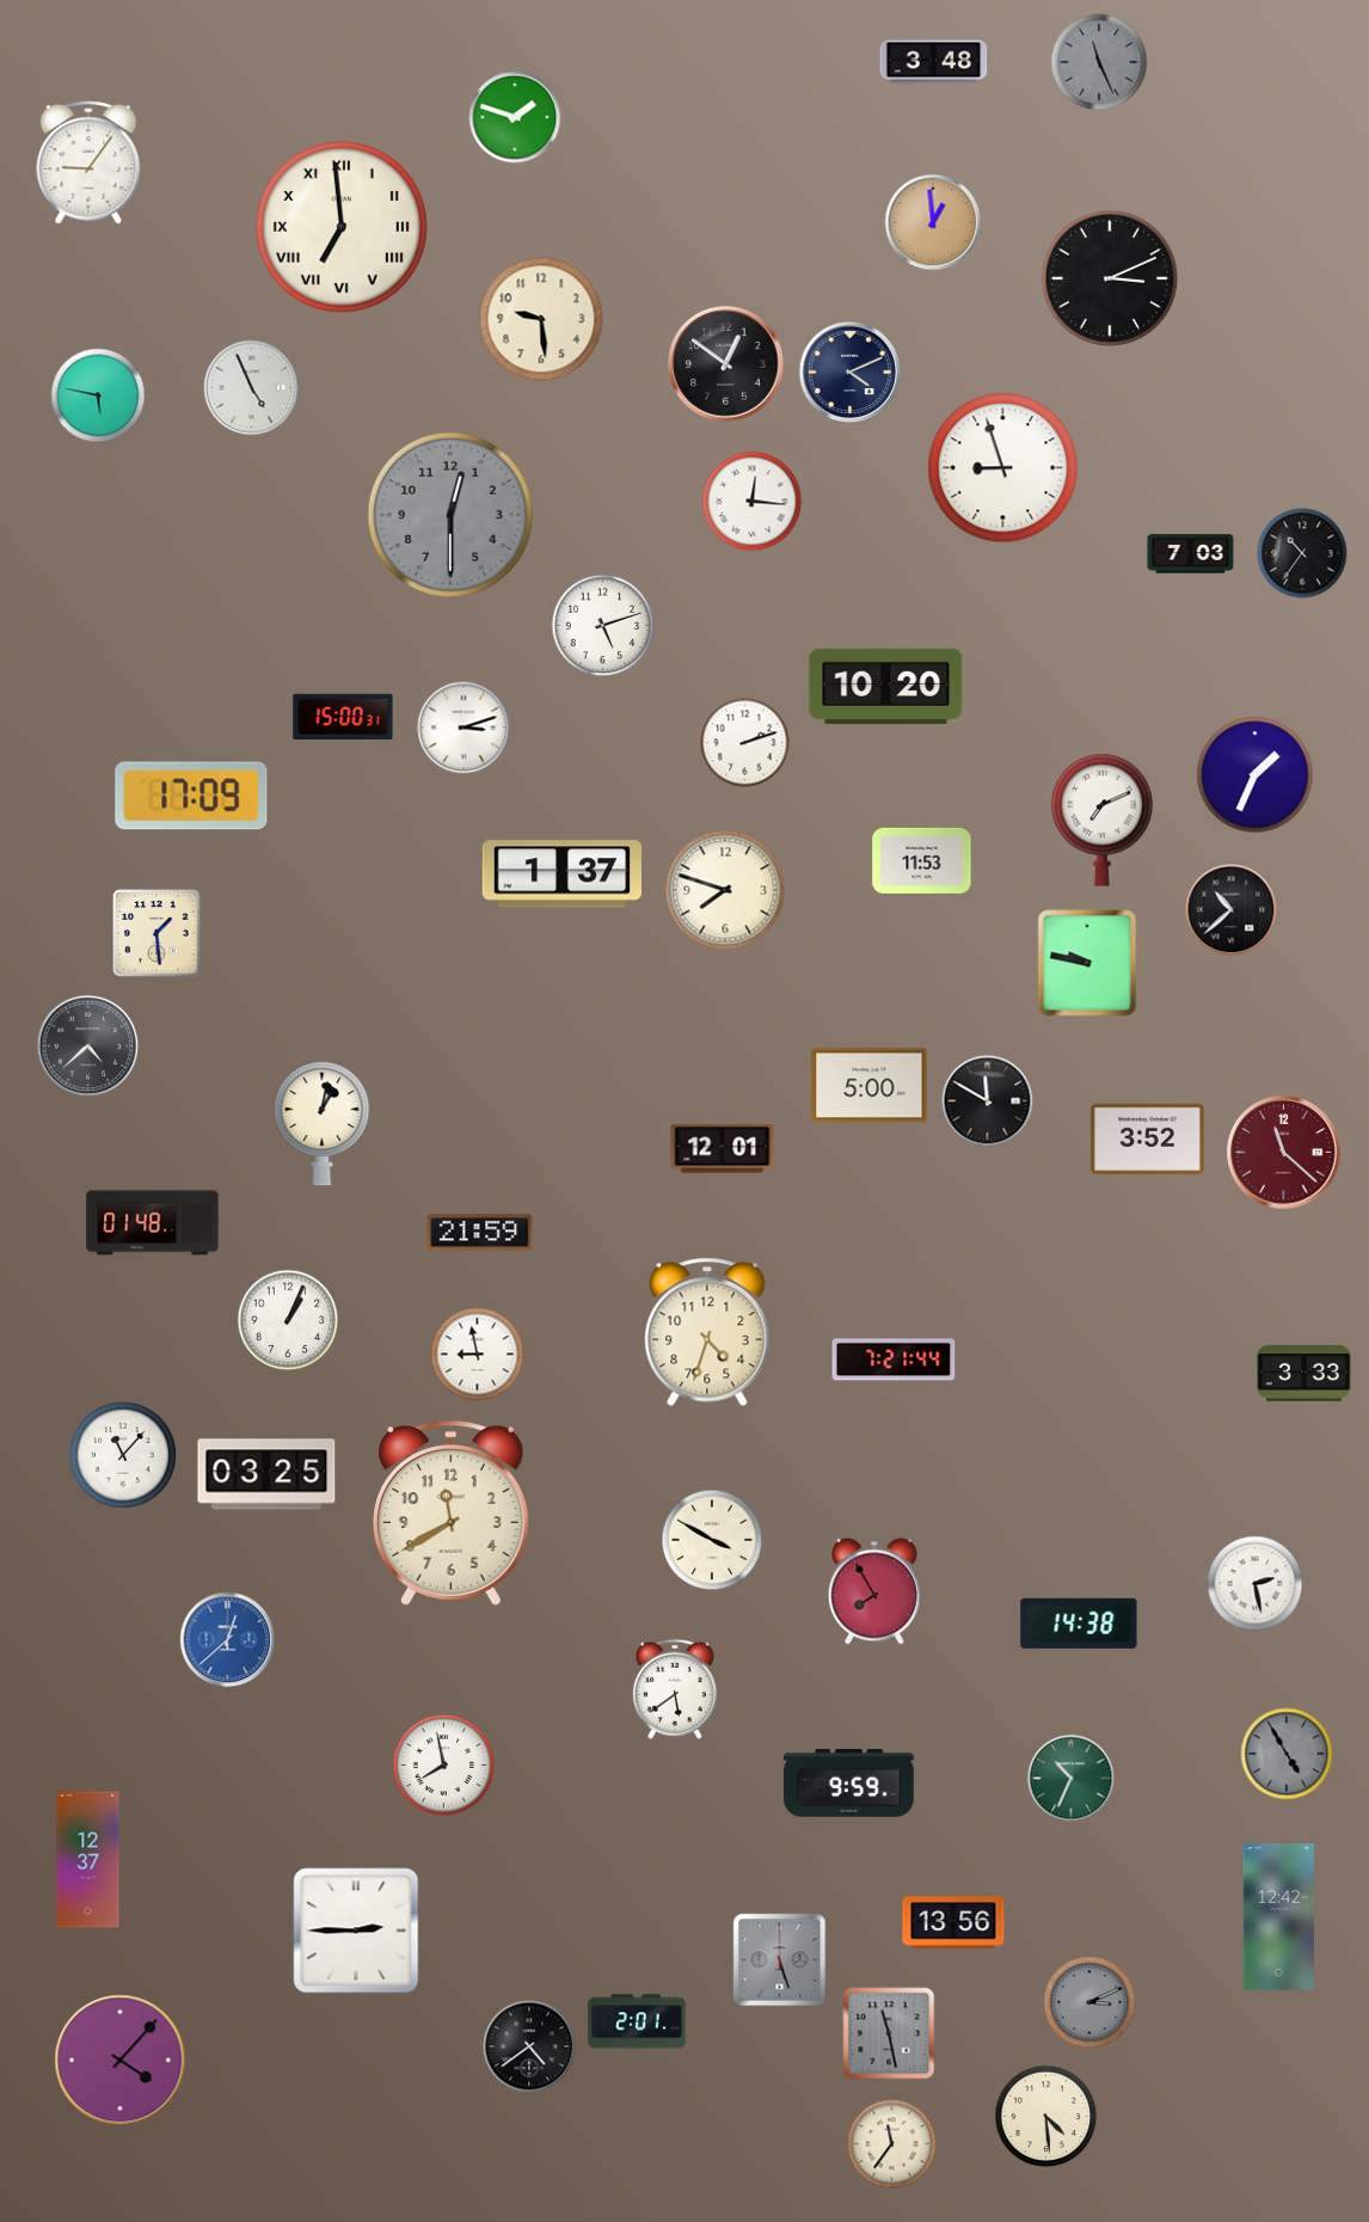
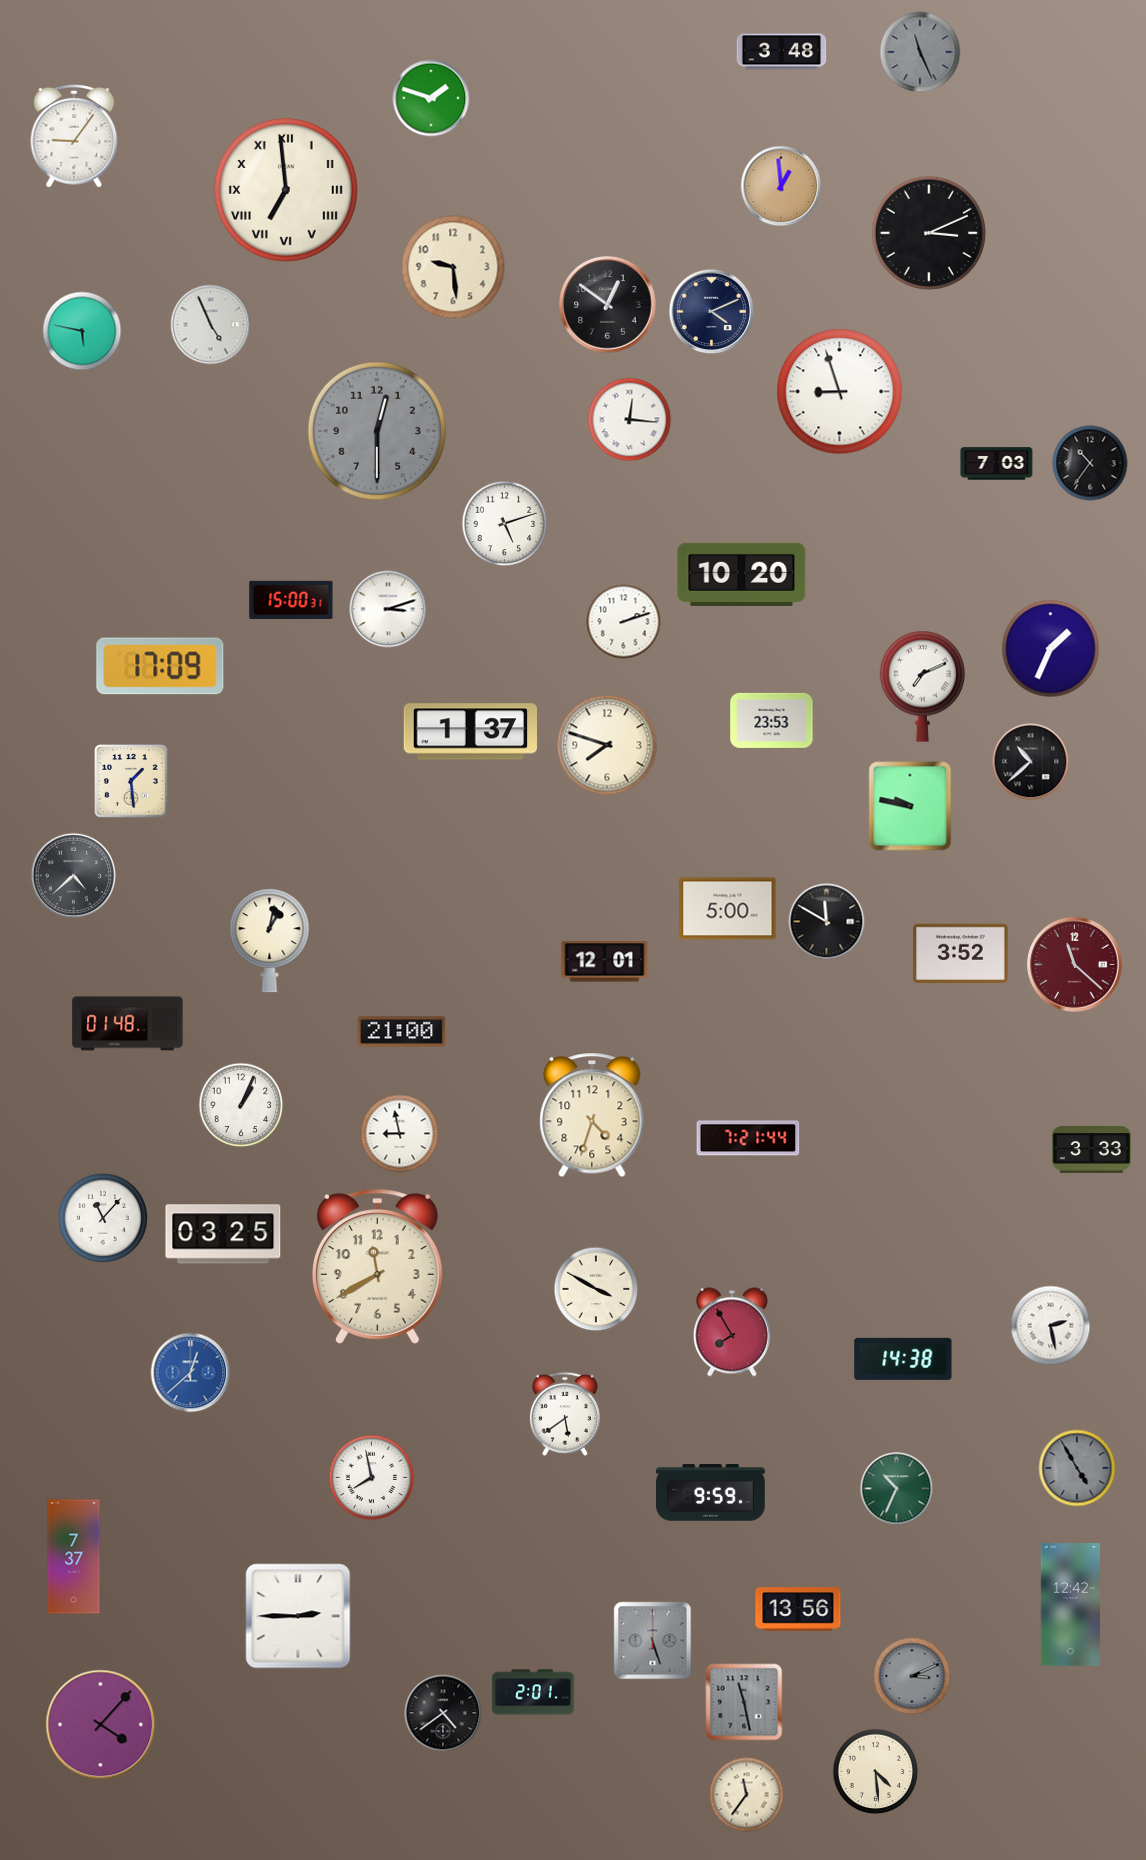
clock at (343, 716) position: (343, 716) -> (291, 599)
clock at (922, 860): 11:53 -> 23:53
clock at (480, 1233): 21:59 -> 21:00
clock at (88, 1860): 12:37 -> 7:37
